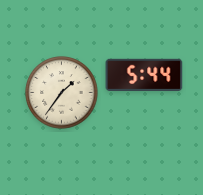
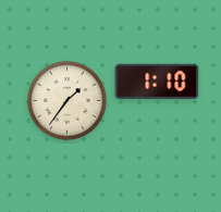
clock at (144, 74): 5:44 -> 1:10
